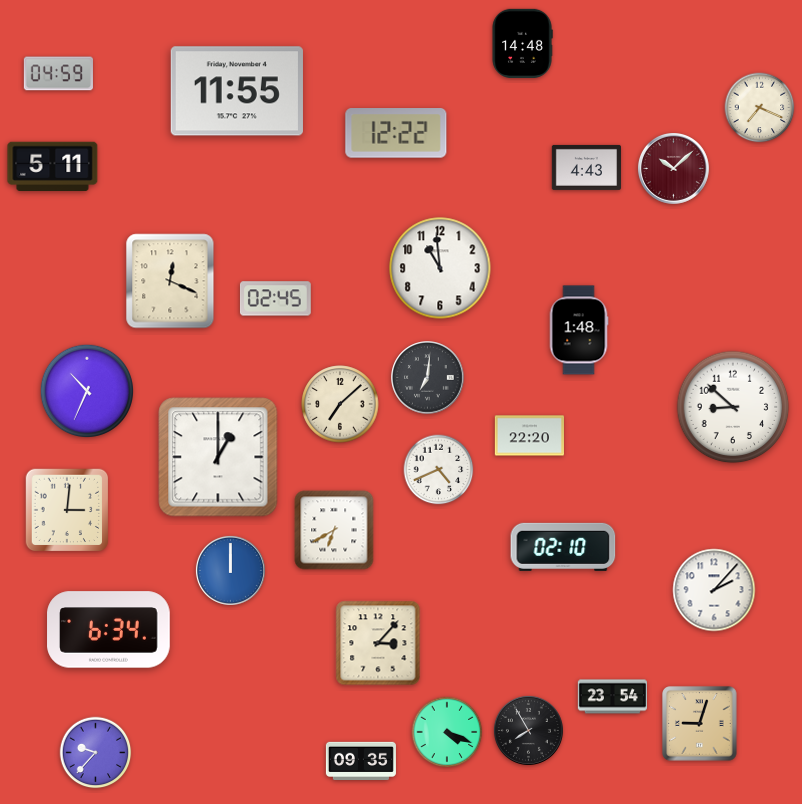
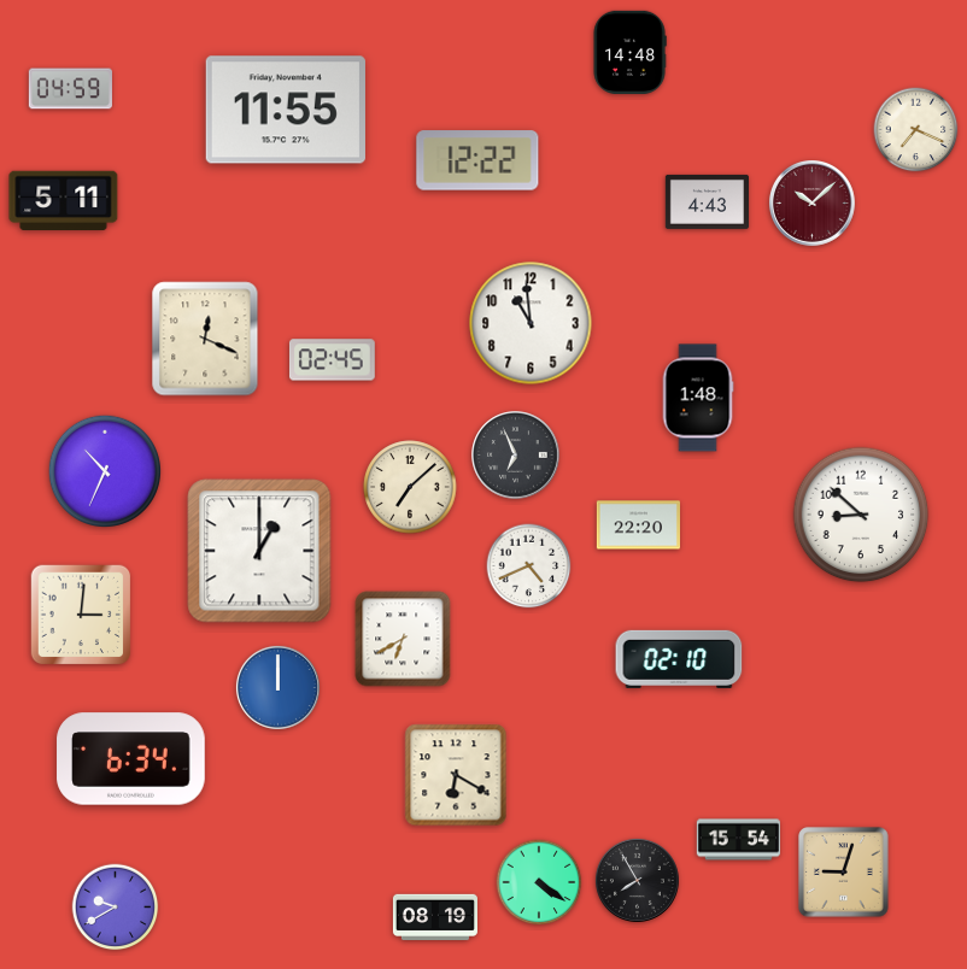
clock at (428, 378): 7:01 -> 6:56
clock at (733, 407) position: (733, 407) -> (861, 515)
clock at (218, 457) position: (218, 457) -> (259, 551)
clock at (714, 590): 2:07 -> none
clock at (378, 643): 3:07 -> 6:20
clock at (612, 697): 23:54 -> 15:54
clock at (447, 732): 4:19 -> 4:21
clock at (96, 753): 9:37 -> 9:40
clock at (361, 761): 09:35 -> 08:19
